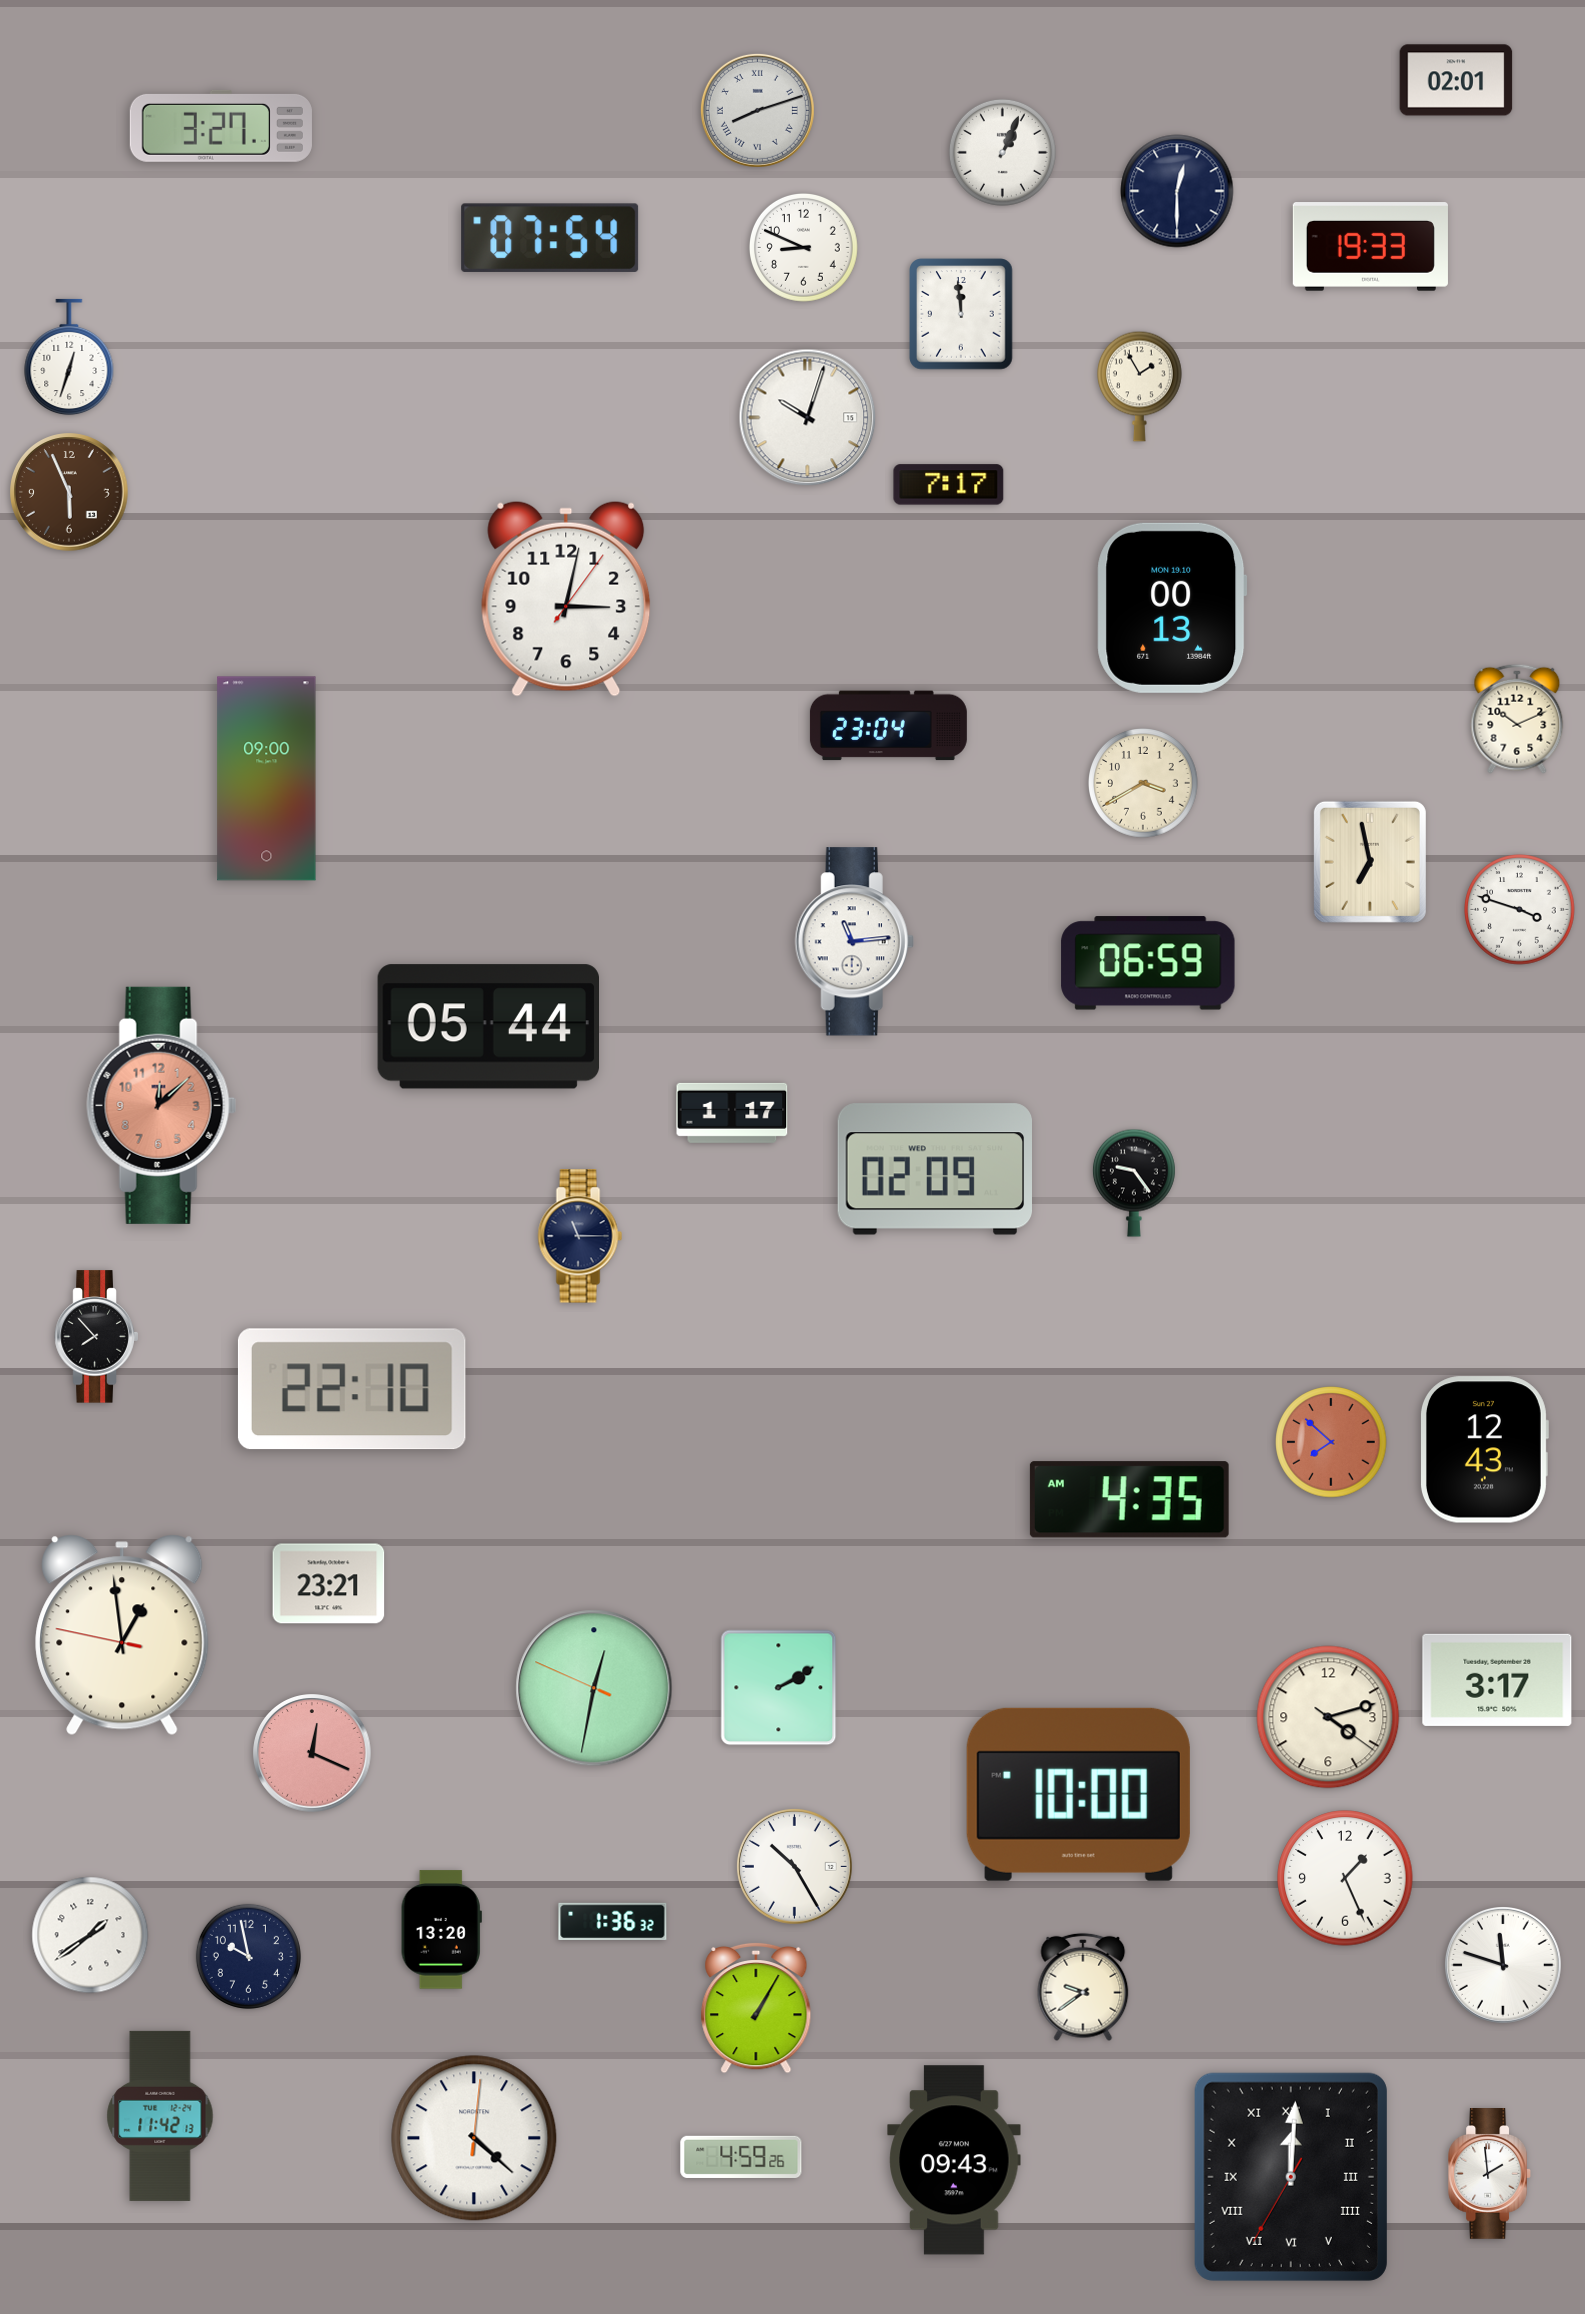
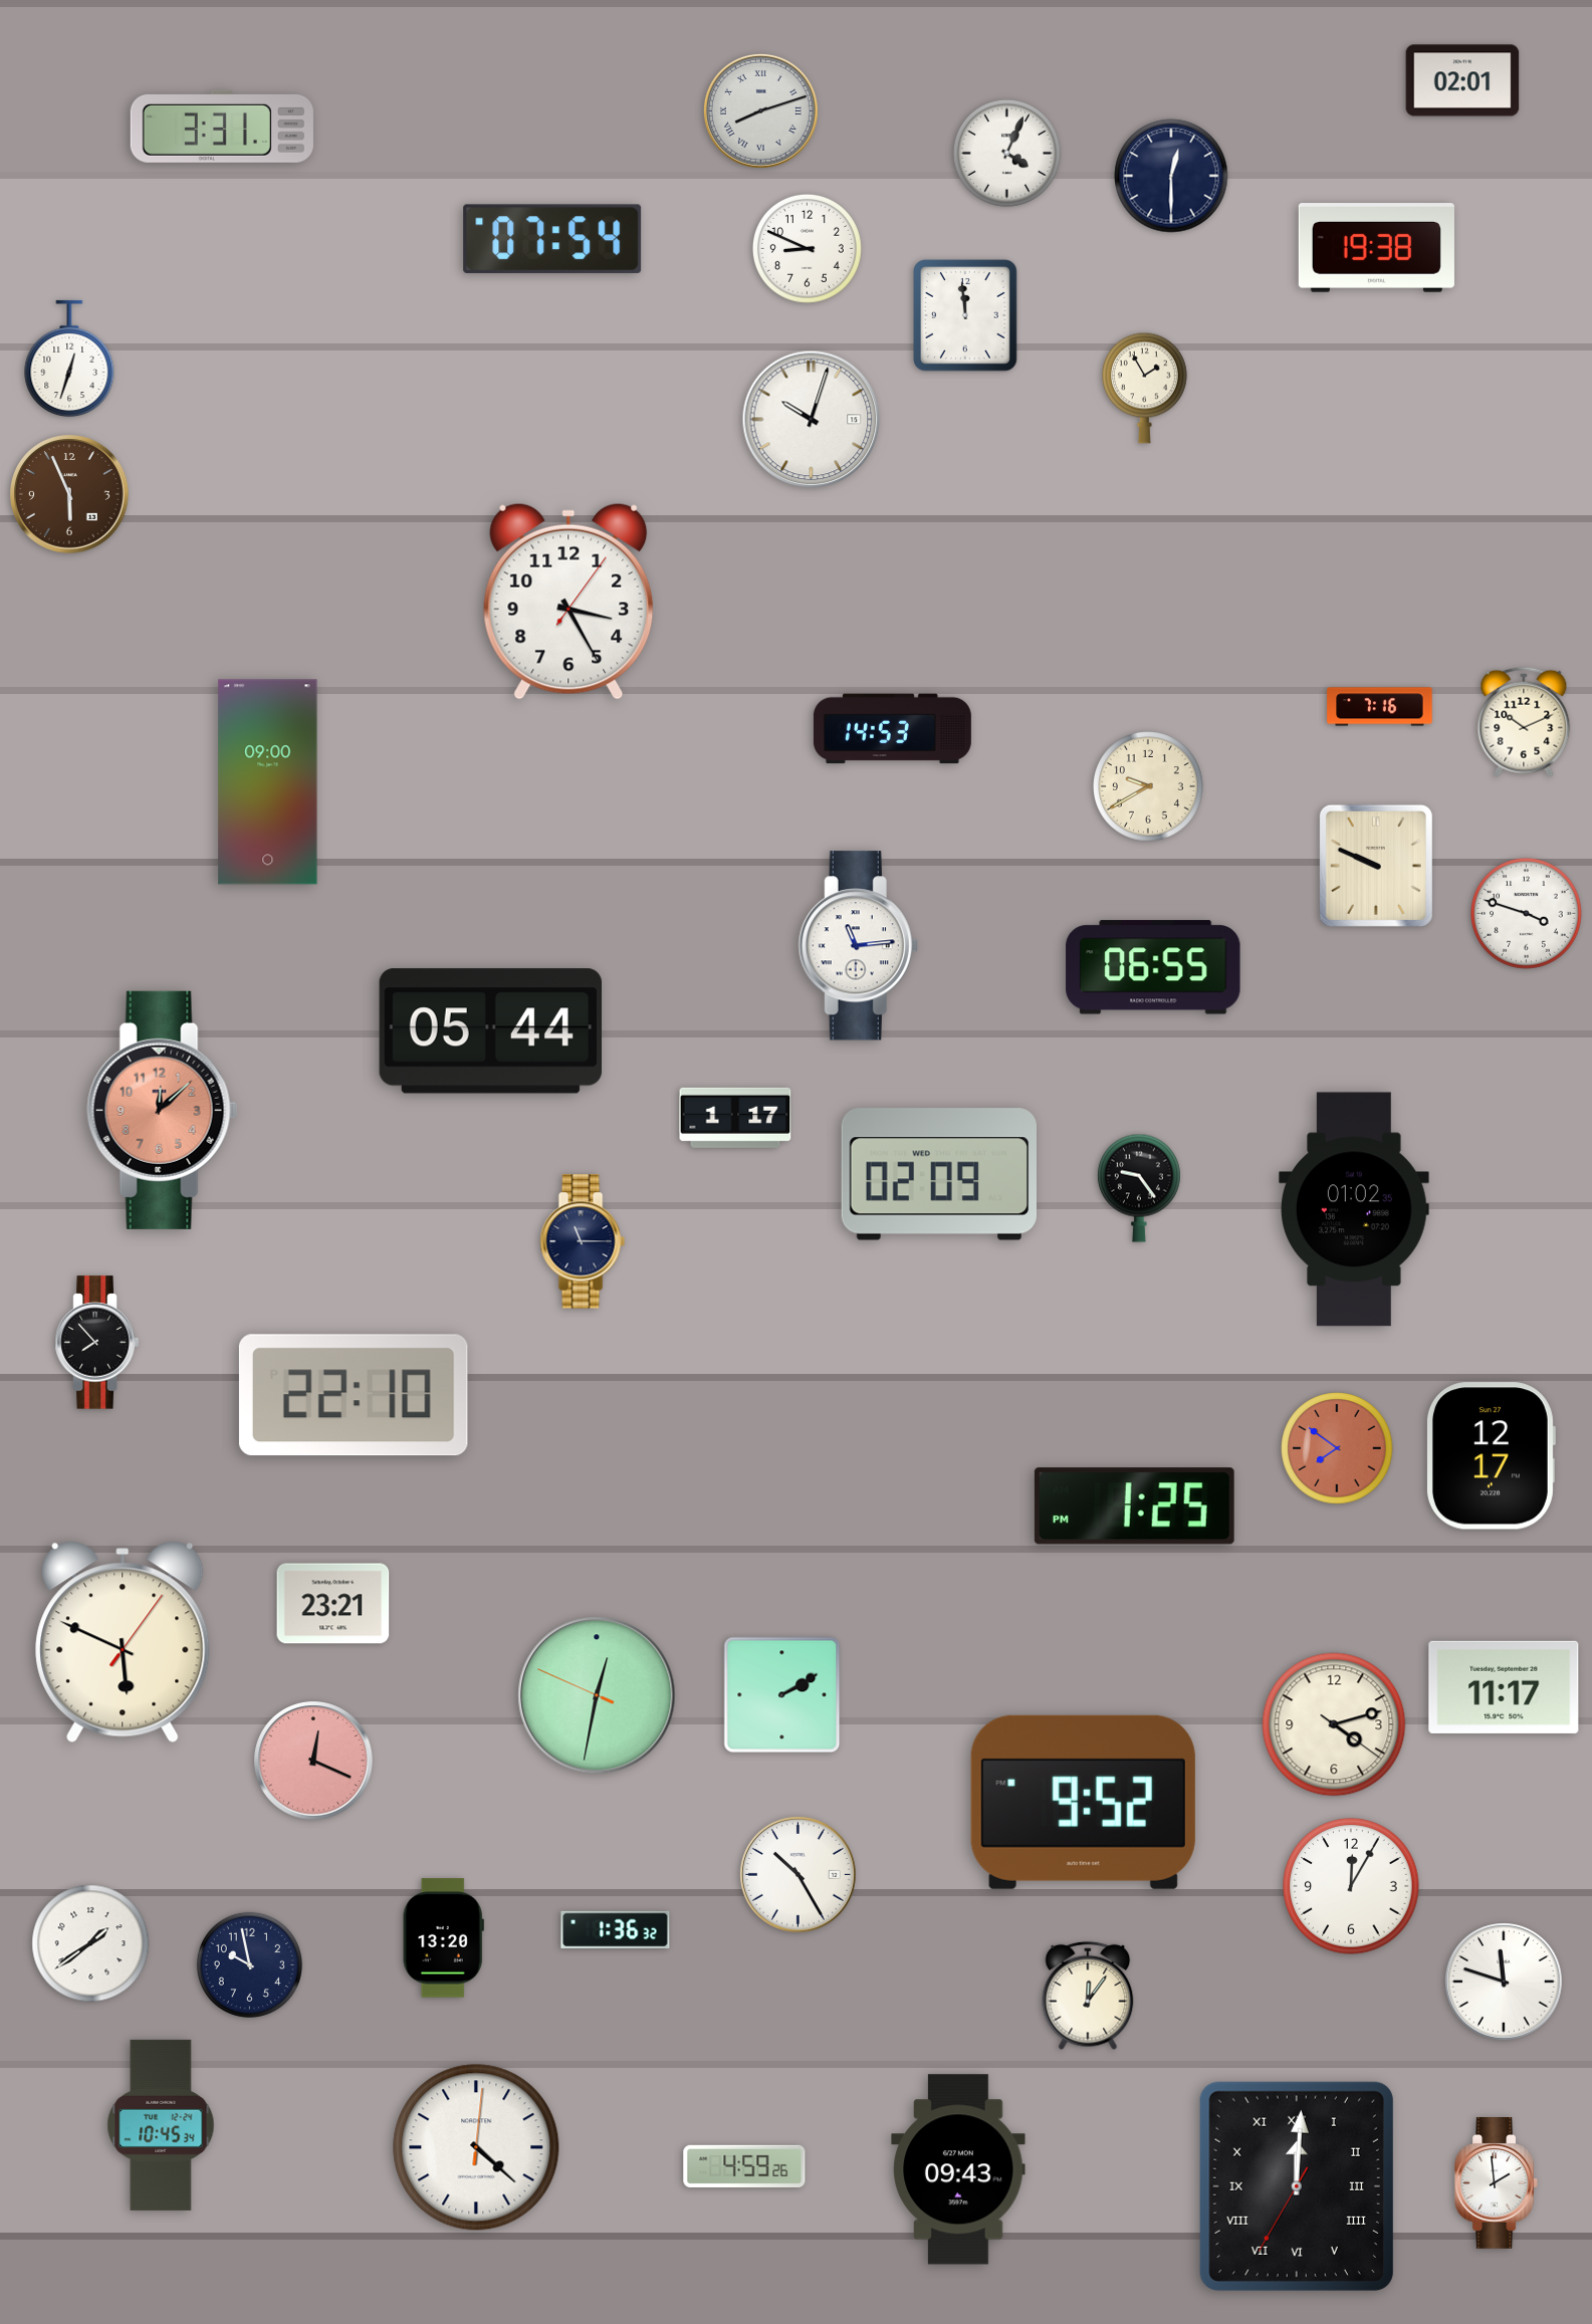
clock at (221, 126): 3:27 -> 3:31
clock at (1002, 152): 1:04 -> 4:04
clock at (1177, 191) position: (1177, 191) -> (1171, 176)
clock at (1370, 247): 19:33 -> 19:38
clock at (949, 485): 7:17 -> none
clock at (566, 599): 3:02 -> 3:25
clock at (1172, 608): 00:13 -> none
clock at (1380, 707): none -> 7:16
clock at (888, 726): 23:04 -> 14:53
clock at (1144, 784): 3:40 -> 9:40
clock at (1370, 862): 6:58 -> 9:49
clock at (1148, 963): 06:59 -> 06:55
clock at (1354, 1209): none -> 01:02
clock at (1331, 1442): 7:52 -> 7:51
clock at (1484, 1450): 12:43 -> 12:17
clock at (1129, 1500): 4:35 -> 1:25
clock at (329, 1584) position: (329, 1584) -> (333, 1604)
clock at (122, 1635): 12:58 -> 5:49
clock at (1497, 1680): 3:17 -> 11:17
clock at (1078, 1794): 10:00 -> 9:52
clock at (1345, 1878): 1:26 -> 12:05
clock at (1504, 1966) position: (1504, 1966) -> (1505, 1983)
clock at (1083, 1987): 9:39 -> 12:06
clock at (756, 2008): 1:05 -> none
clock at (160, 2116): 11:42 -> 10:45
